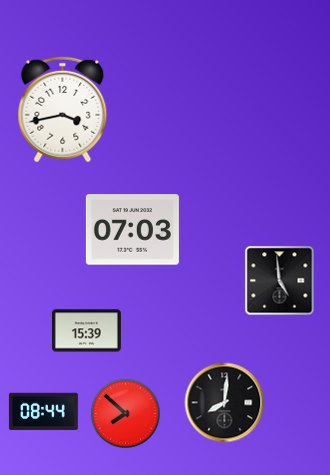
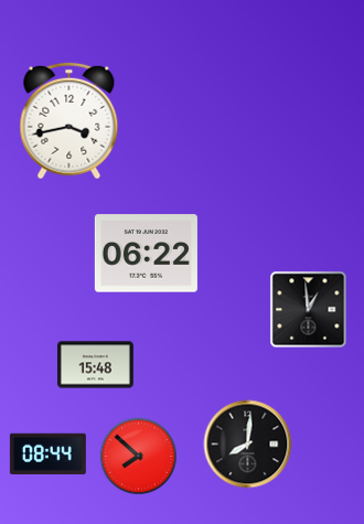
clock at (132, 230): 07:03 -> 06:22
clock at (280, 281): 4:59 -> 12:59
clock at (86, 331): 15:39 -> 15:48
